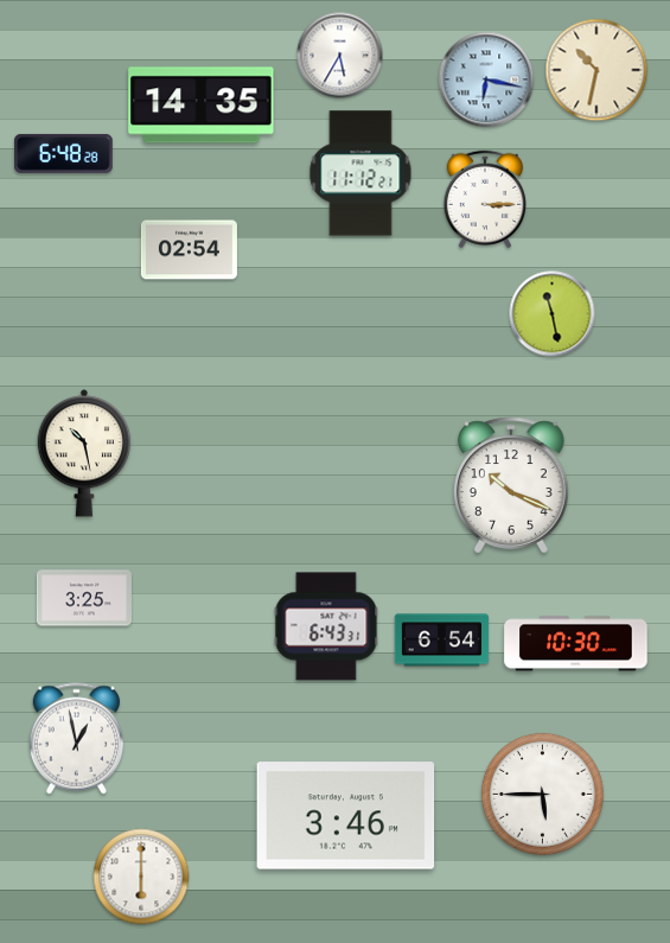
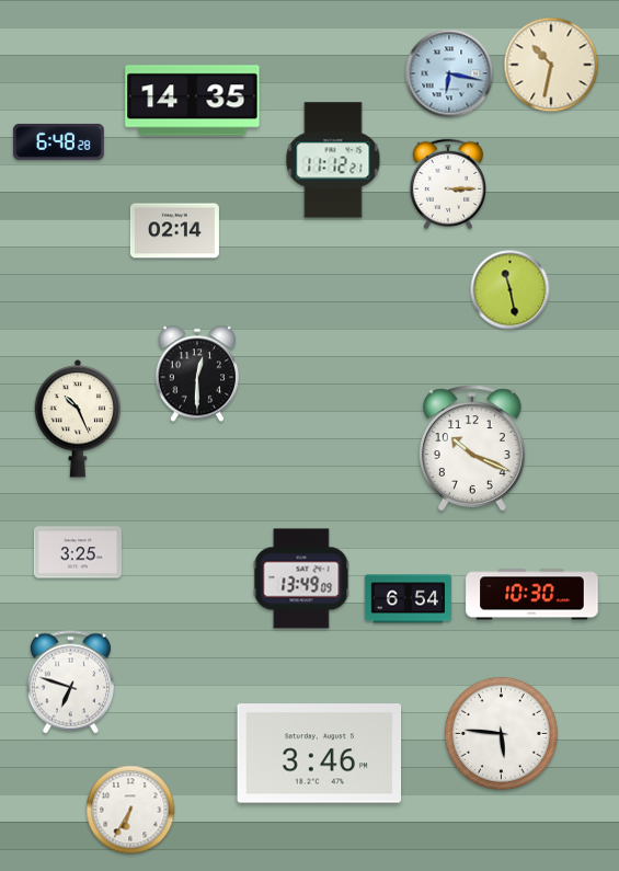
clock at (340, 56): 5:35 -> none
clock at (202, 106) position: (202, 106) -> (193, 101)
clock at (189, 250): 02:54 -> 02:14
clock at (196, 374): none -> 12:30
clock at (84, 453): 10:28 -> 10:26
clock at (326, 626): 6:43 -> 13:49
clock at (442, 641) position: (442, 641) -> (409, 599)
clock at (76, 739): 12:58 -> 6:48
clock at (542, 794): 5:45 -> 5:46
clock at (141, 877): 6:00 -> 6:35
